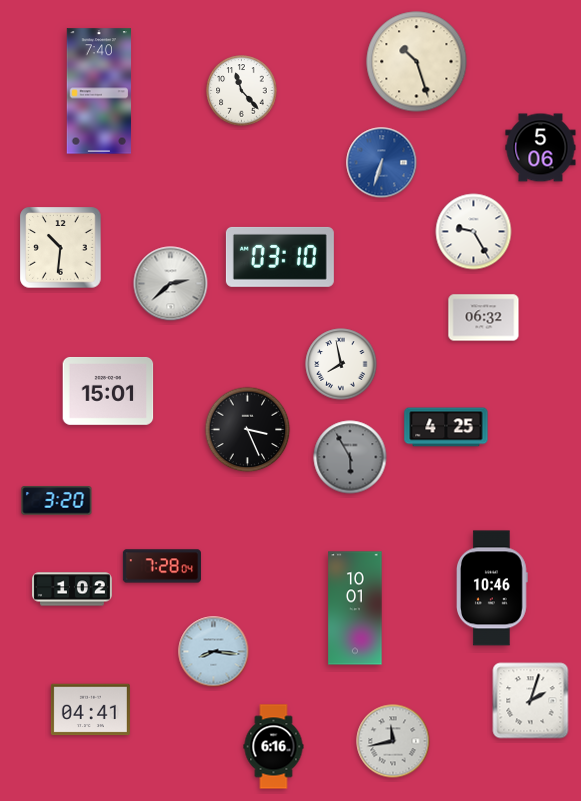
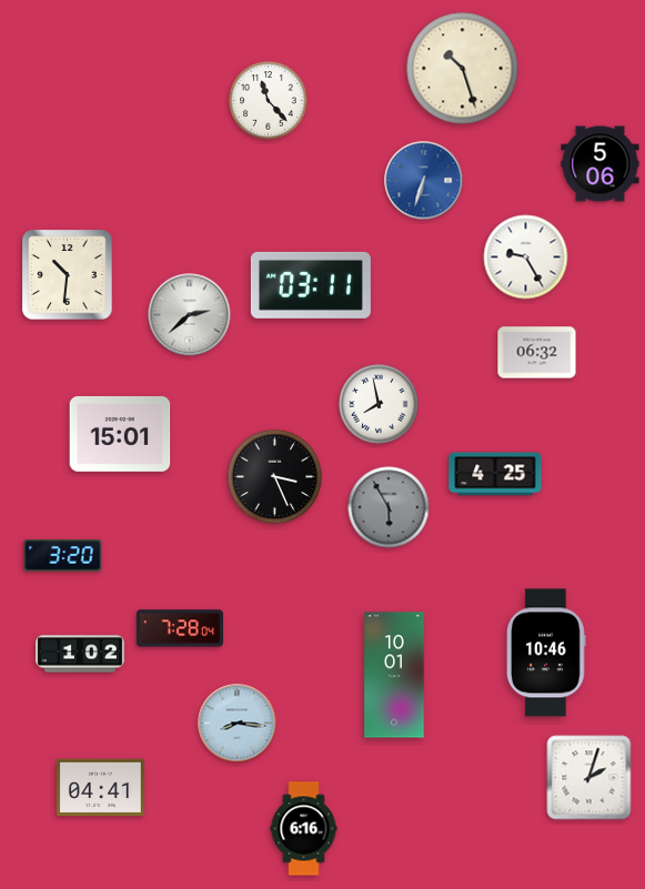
clock at (99, 91): 7:40 -> none
clock at (280, 257): 03:10 -> 03:11
clock at (393, 741): 11:43 -> none
